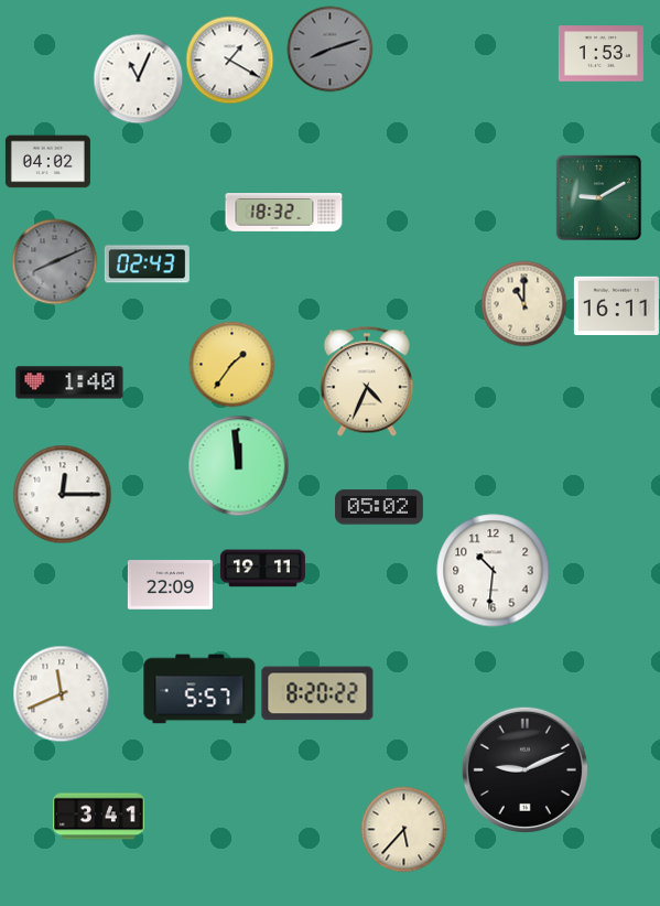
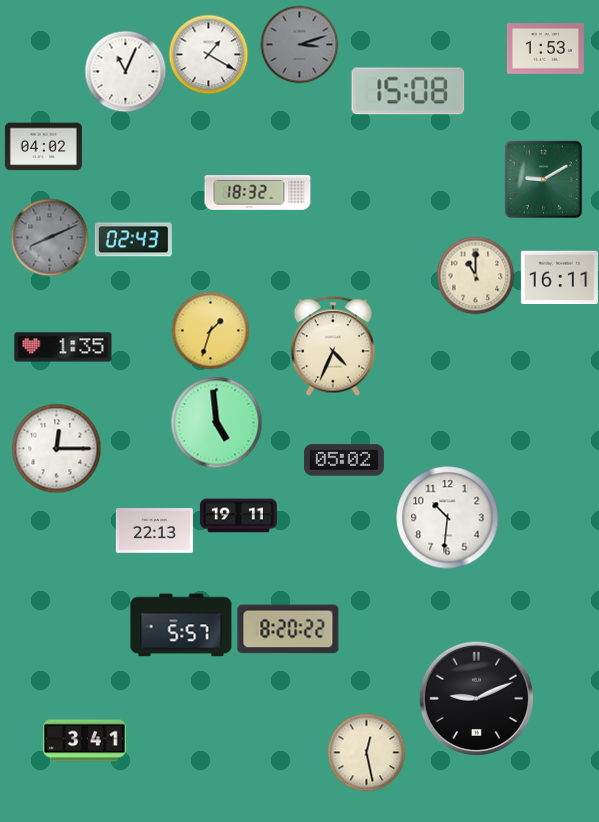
clock at (329, 48): 8:12 -> 3:12
clock at (408, 91): none -> 15:08
clock at (231, 364): 1:36 -> 1:33
clock at (69, 382): 1:40 -> 1:35
clock at (238, 465): 11:59 -> 4:59
clock at (170, 585): 22:09 -> 22:13
clock at (61, 693): 11:41 -> none
clock at (99, 817) position: (99, 817) -> (85, 741)
clock at (403, 829): 5:37 -> 12:28
